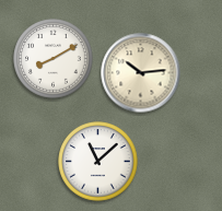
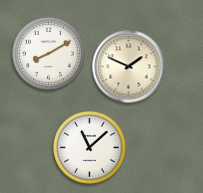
clock at (141, 73): 10:14 -> 1:49
